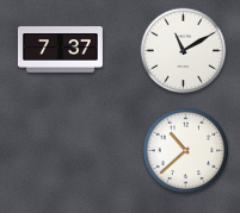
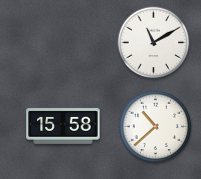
clock at (60, 50): 7:37 -> none
clock at (63, 126): none -> 15:58
